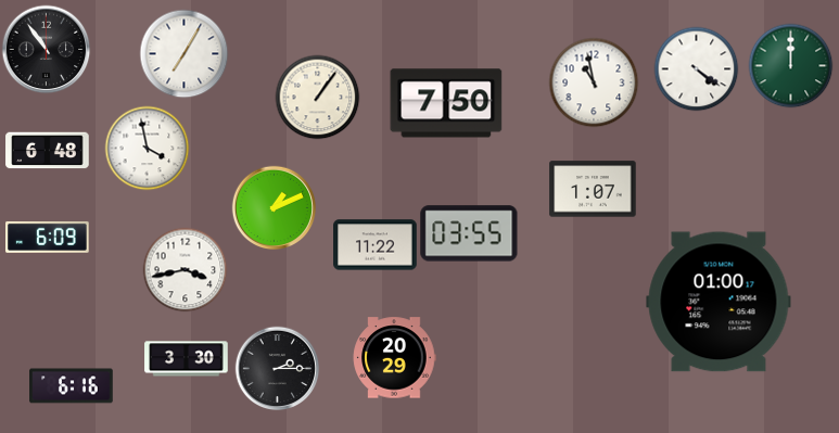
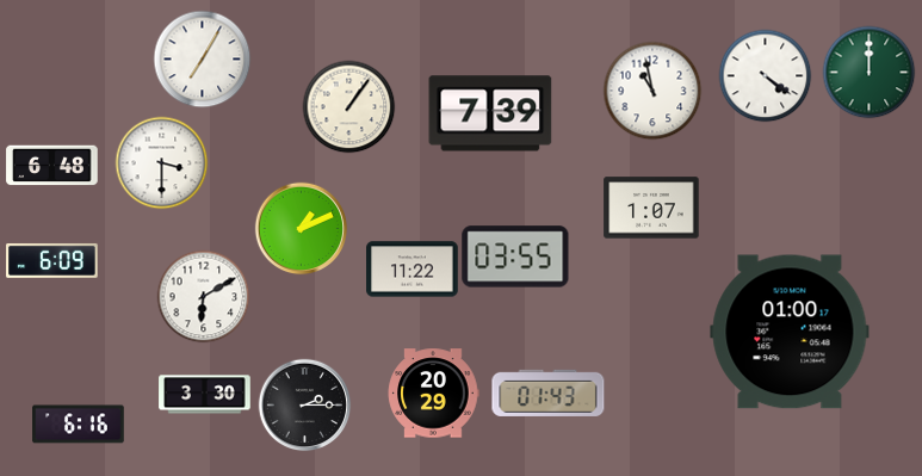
clock at (46, 49): 10:54 -> none
clock at (446, 103): 7:50 -> 7:39
clock at (147, 148): 3:58 -> 3:30
clock at (185, 269): 3:43 -> 6:10
clock at (549, 392): none -> 01:43
